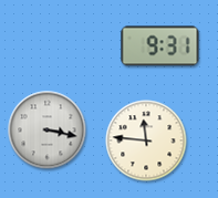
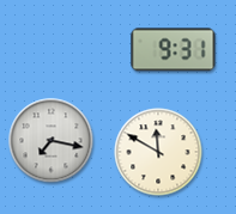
clock at (48, 131): 3:17 -> 7:17
clock at (146, 140): 11:46 -> 11:50
